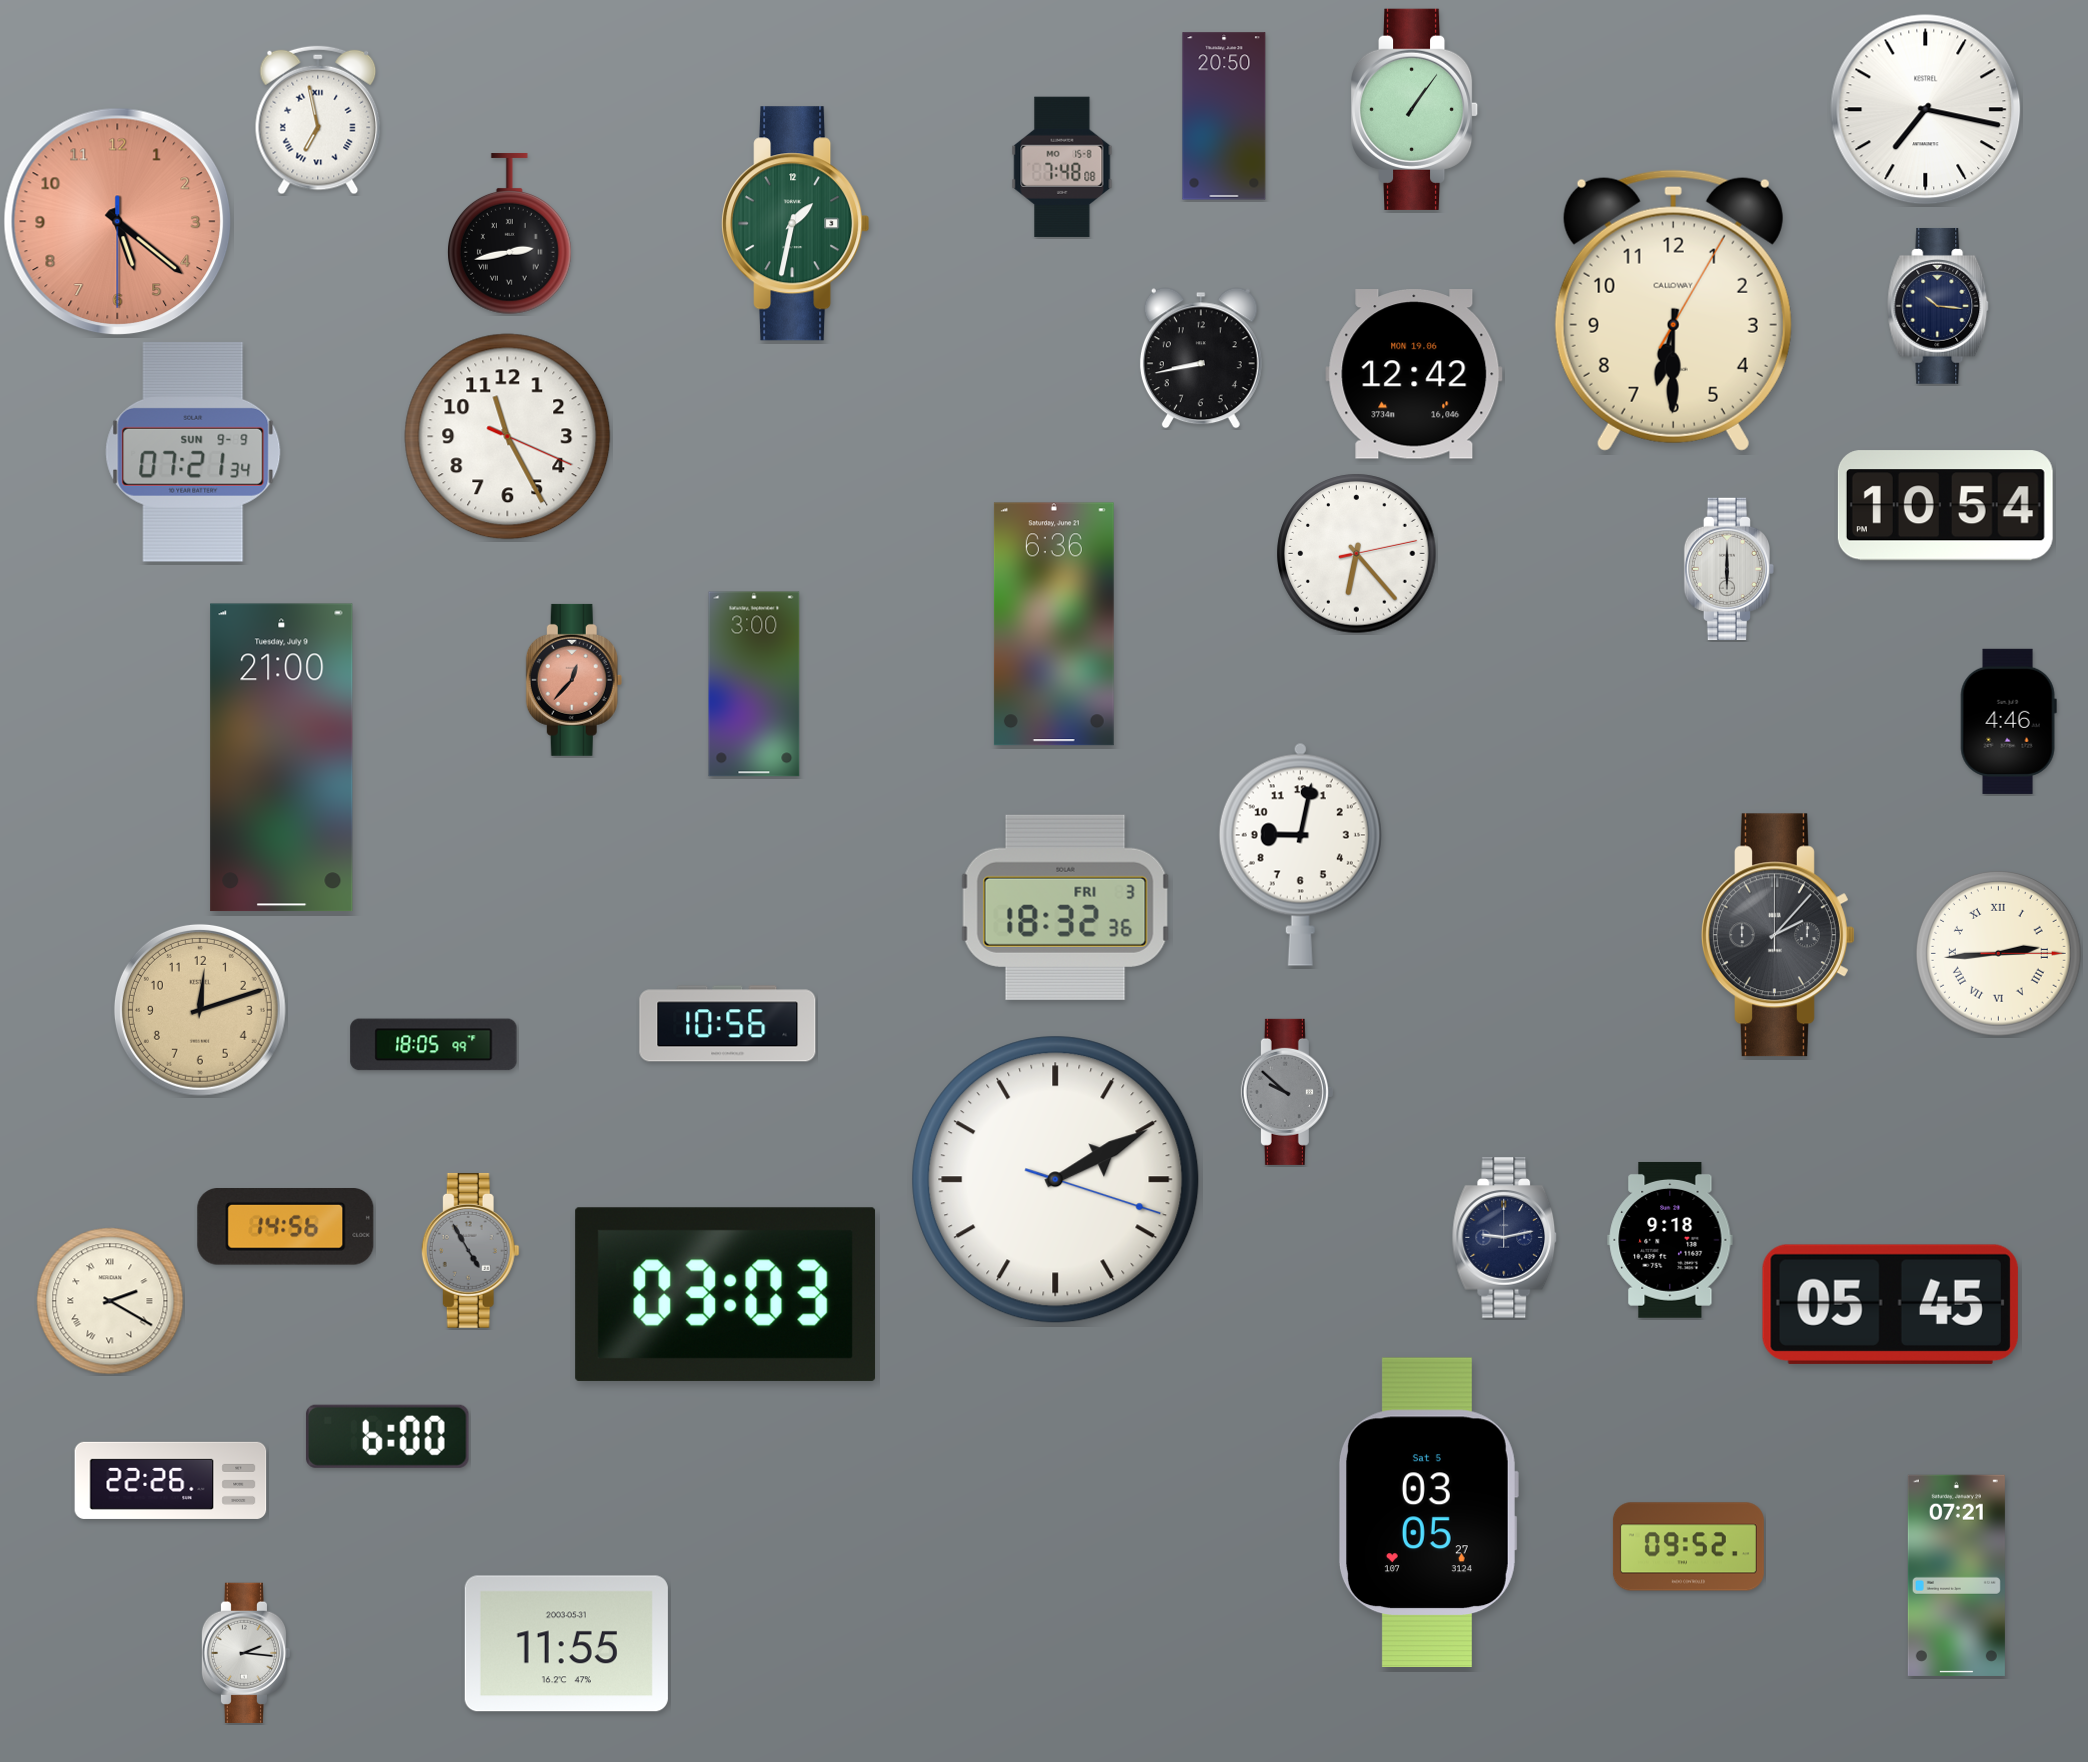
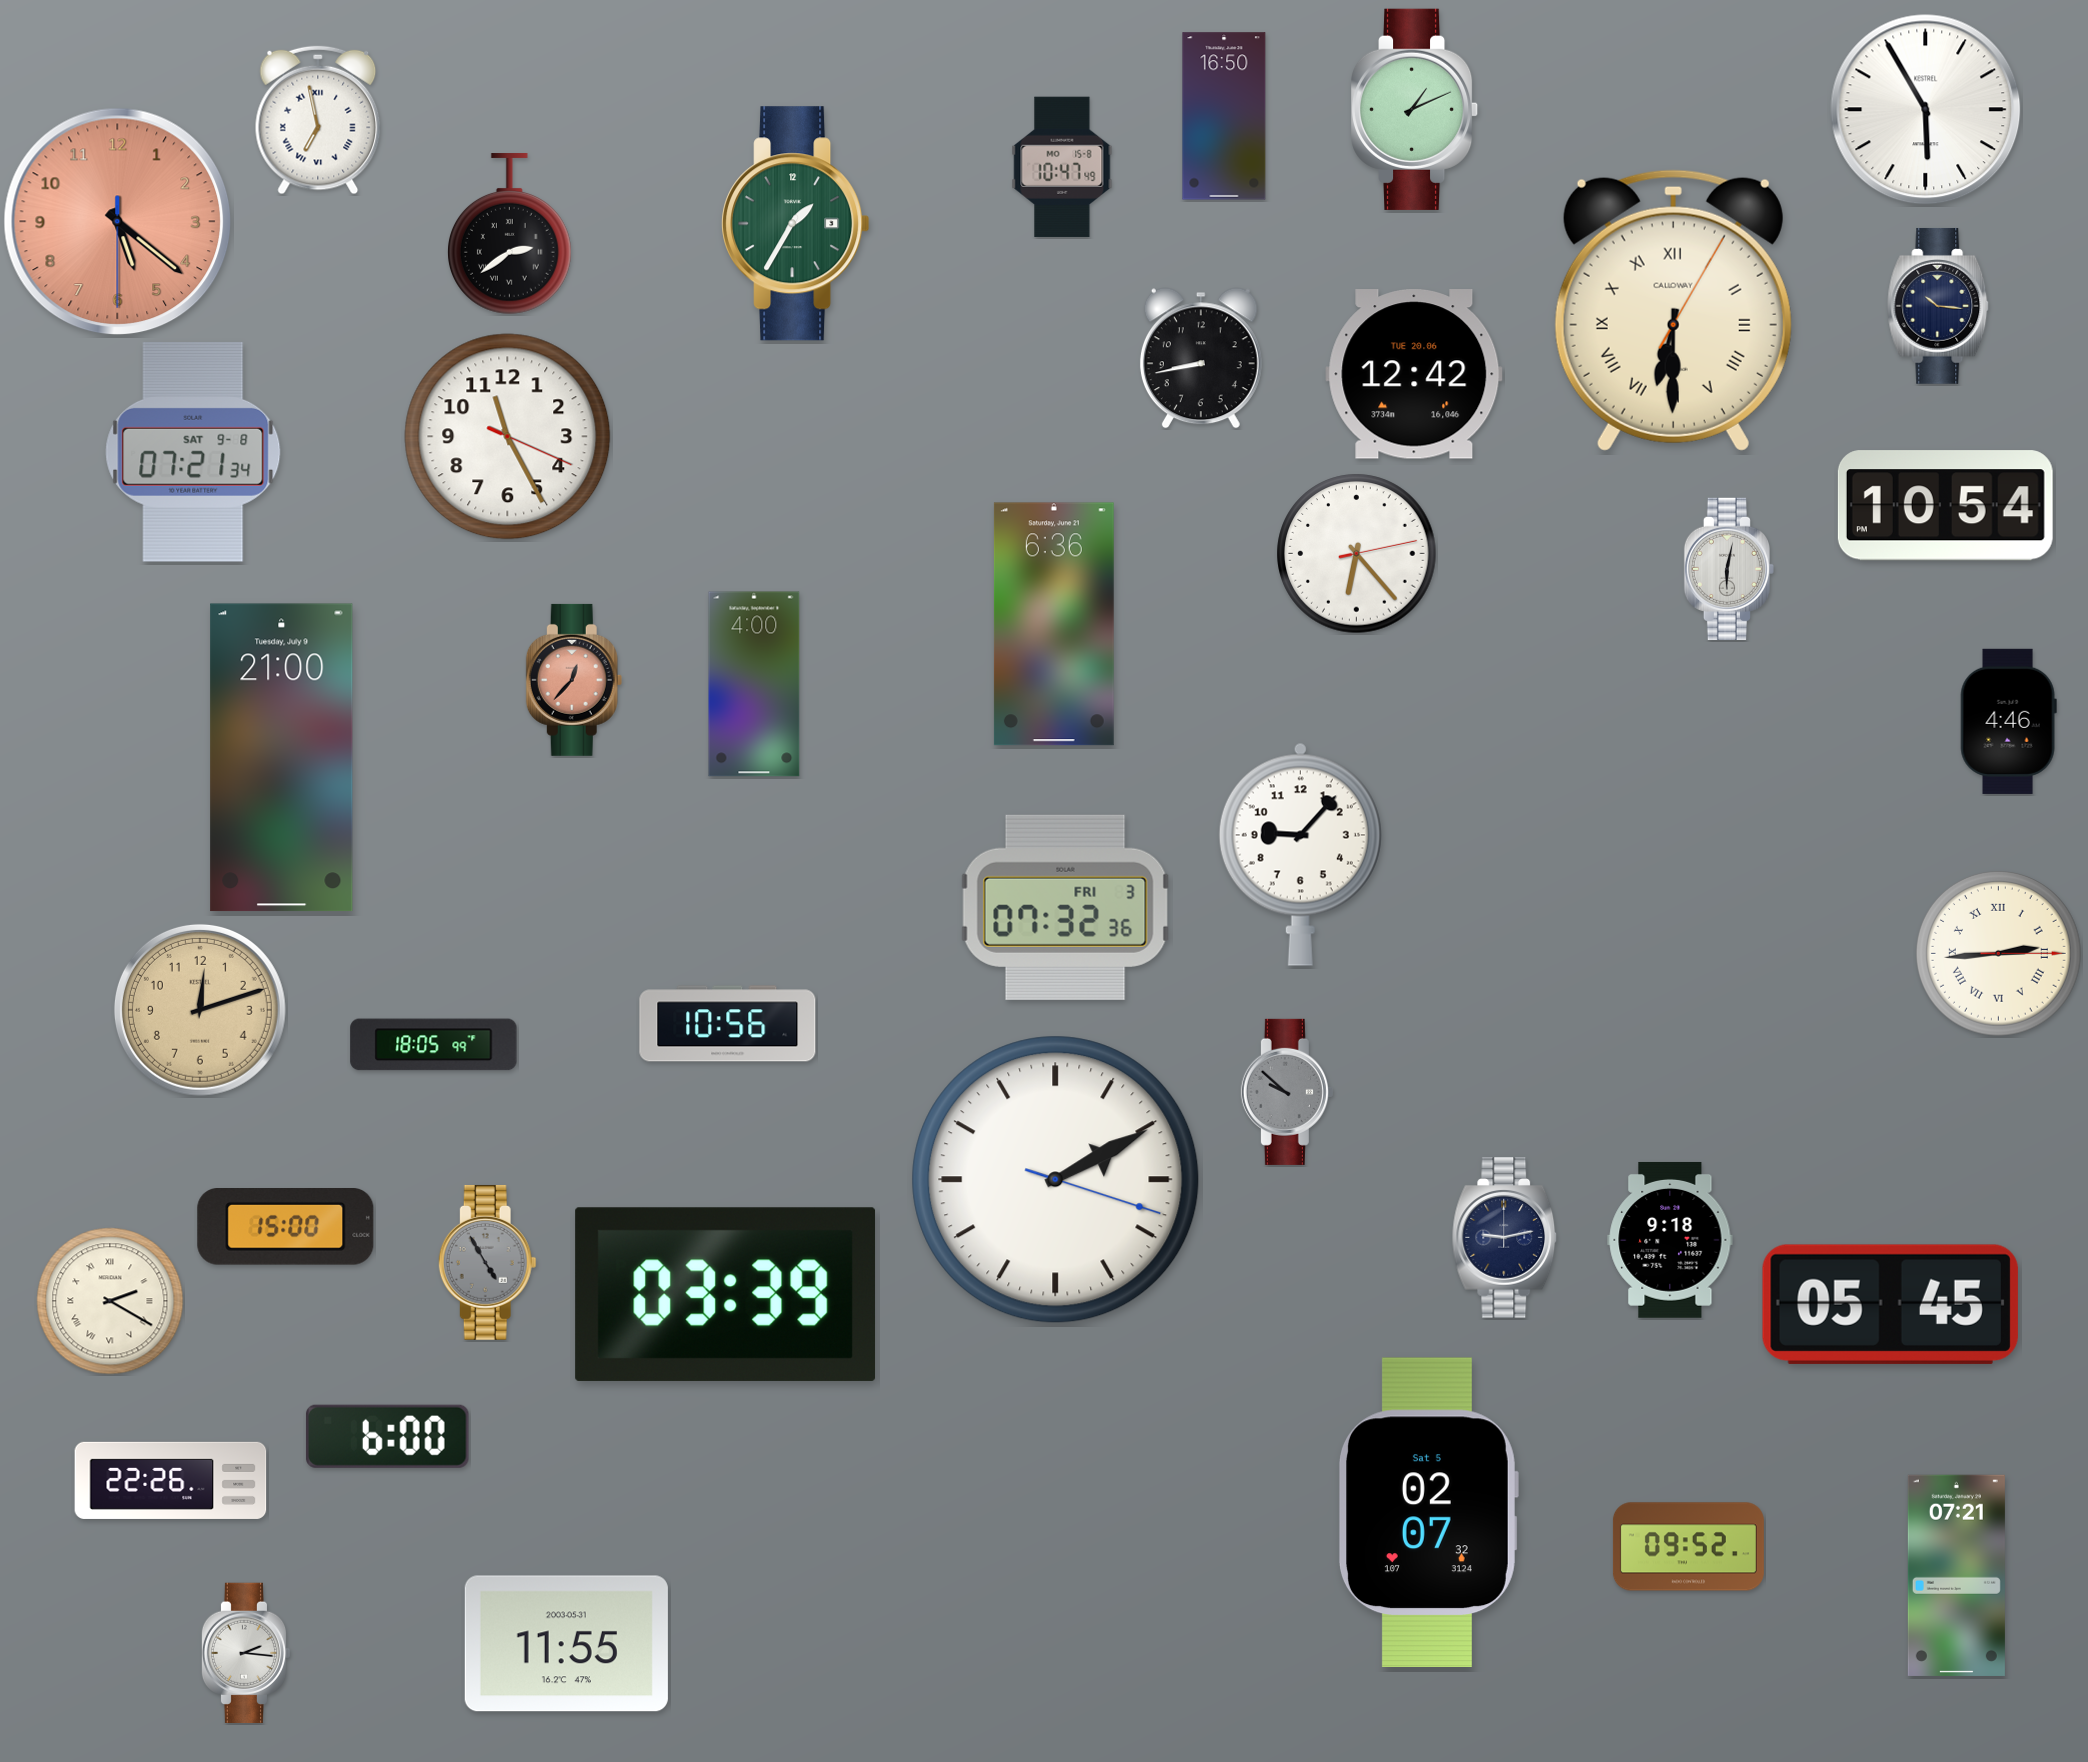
clock at (1416, 109): 1:06 -> 1:11
clock at (1926, 110): 7:17 -> 5:55
clock at (1224, 116): 20:50 -> 16:50
clock at (1062, 167): 7:48 -> 10:47
clock at (796, 224): 1:32 -> 1:35
clock at (510, 234): 2:43 -> 2:39
clock at (1673, 310) numerals: Arabic -> Roman
clock at (1414, 374) date: MON 19.06 -> TUE 20.06
clock at (193, 452) date: SUN 9-9 -> SAT 9-8
clock at (1729, 569): 6:00 -> 6:02
clock at (754, 684): 3:00 -> 4:00
clock at (1300, 854): 9:02 -> 9:07
clock at (1066, 907): 18:32 -> 07:32
clock at (1779, 935): 2:07 -> none
clock at (286, 1227): 14:56 -> 15:00
clock at (470, 1250) position: (470, 1250) -> (487, 1262)
clock at (726, 1294): 03:03 -> 03:39
clock at (1428, 1512): 03:05 -> 02:07
